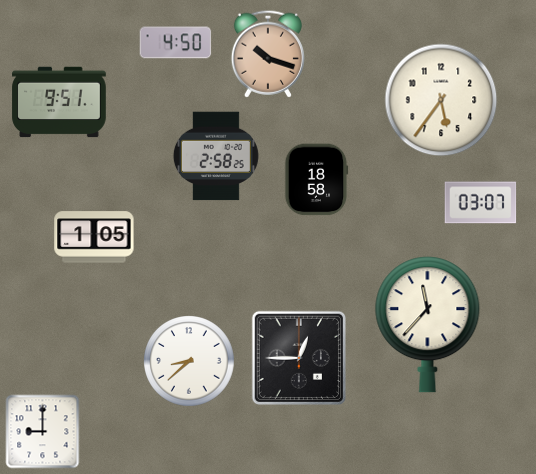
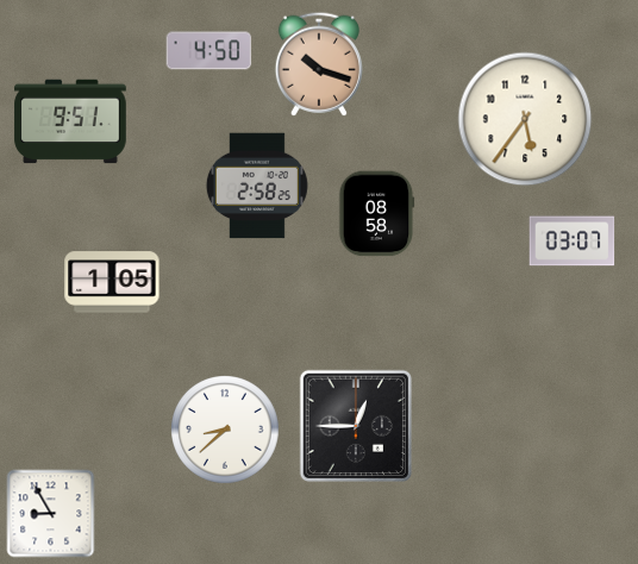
clock at (317, 180): 18:58 -> 08:58
clock at (428, 325): 11:37 -> none
clock at (43, 432): 9:00 -> 8:55
